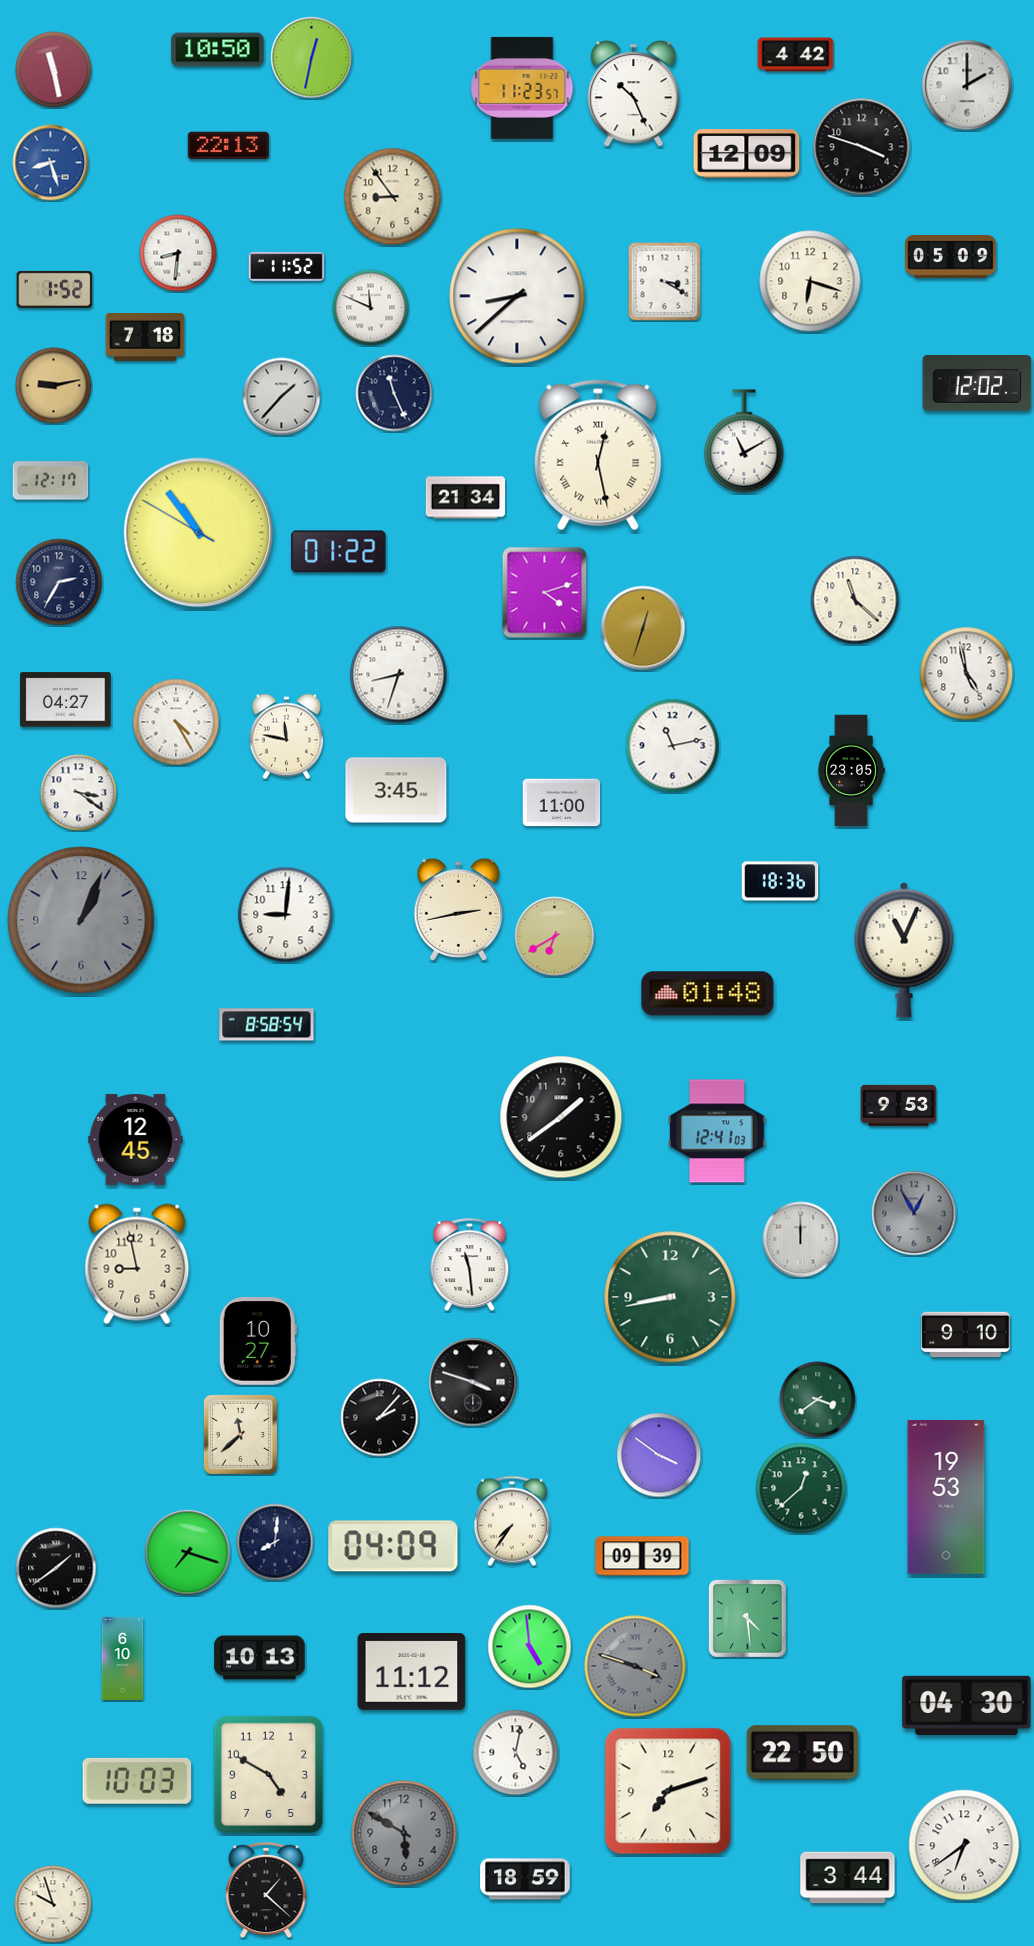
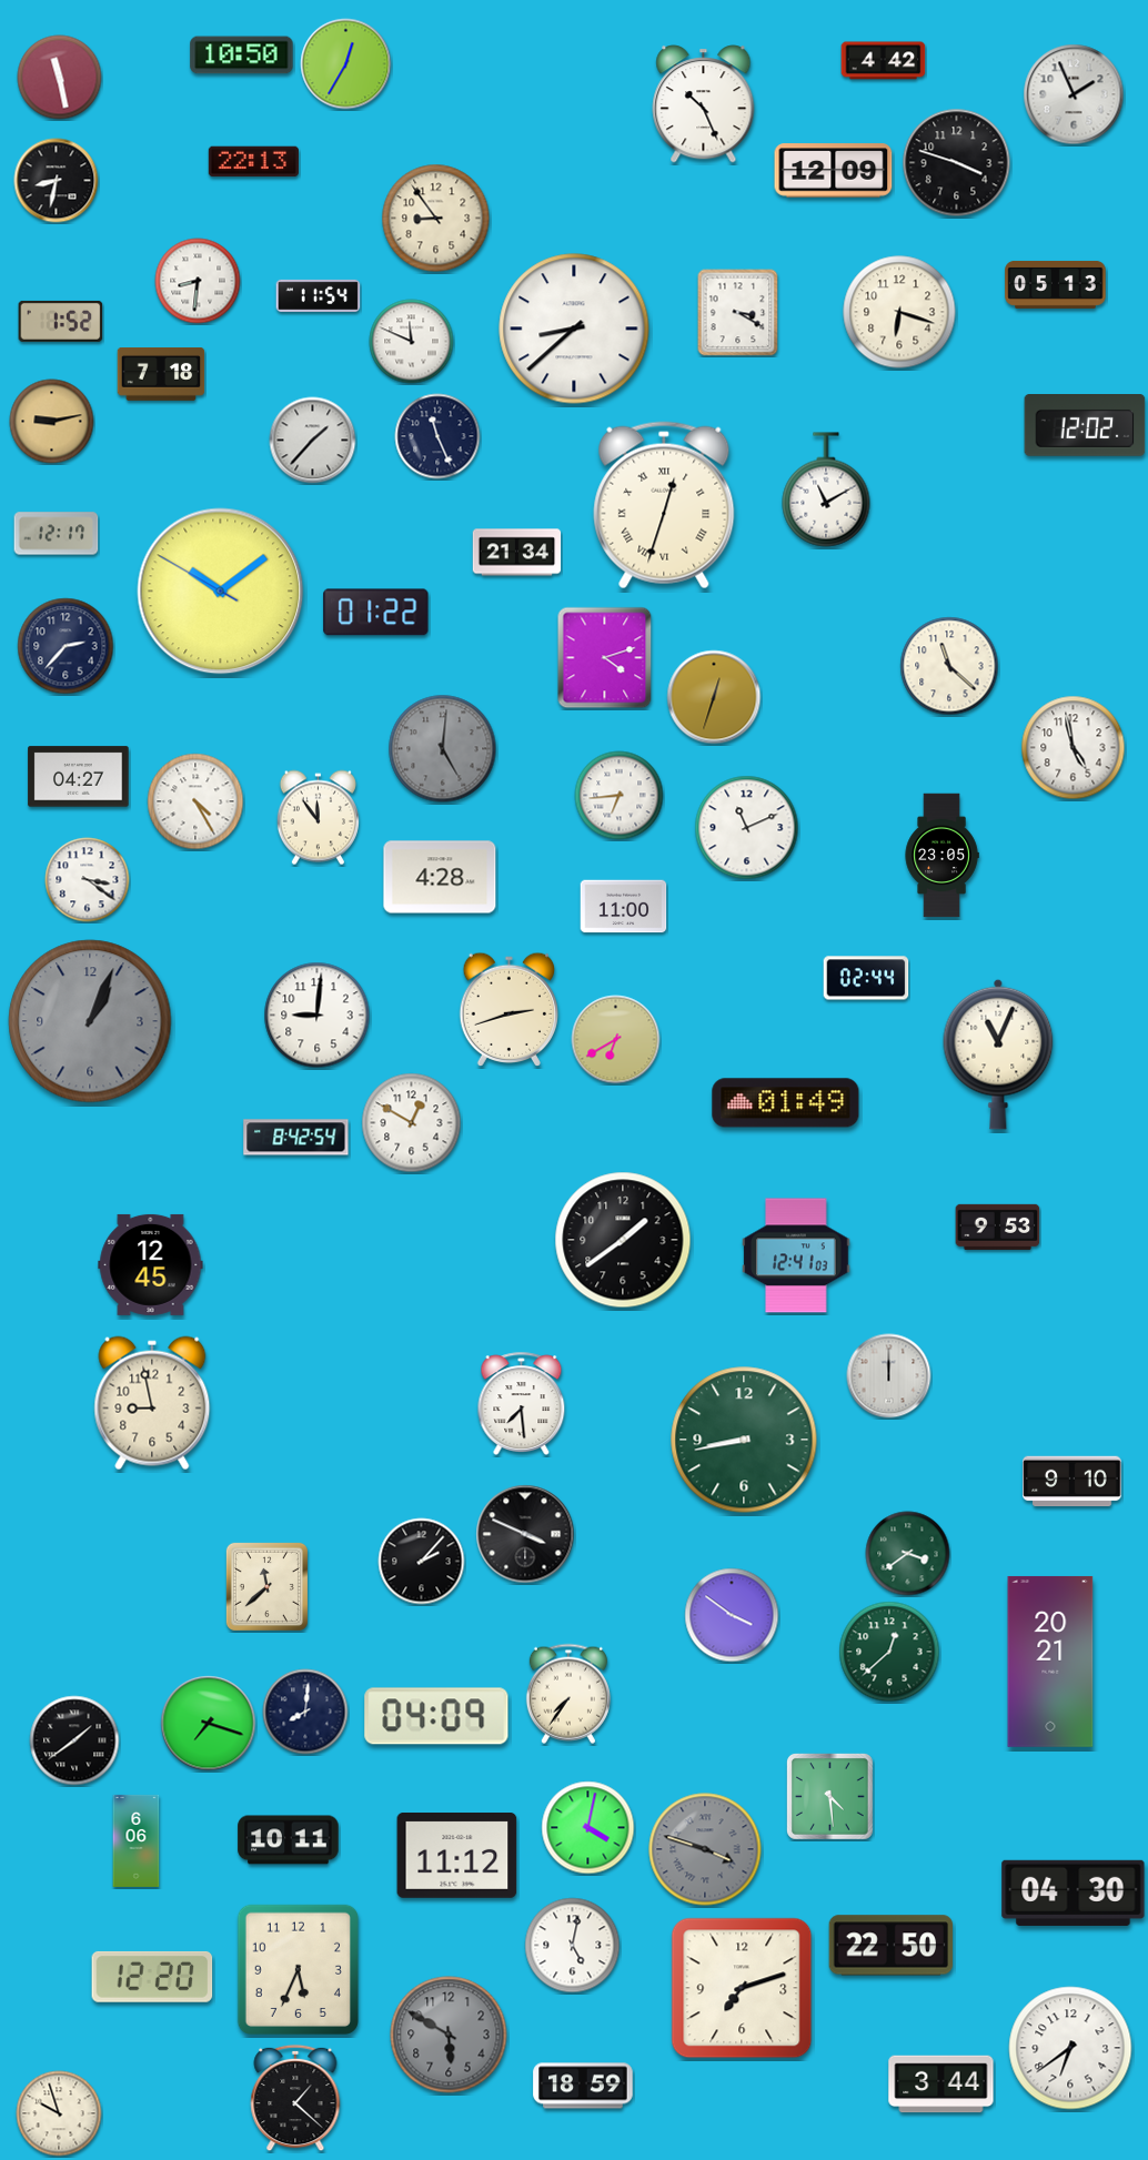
clock at (312, 58): 12:32 -> 12:35
clock at (967, 85): 2:00 -> 1:56
clock at (522, 88): 11:23 -> none
clock at (747, 154) position: (747, 154) -> (834, 171)
clock at (51, 163): 8:27 -> 8:32
clock at (51, 163) dial: blue -> black
clock at (951, 256): 05:09 -> 05:13
clock at (287, 266): 11:52 -> 11:54
clock at (54, 386) position: (54, 386) -> (52, 422)
clock at (598, 455): 12:28 -> 12:33
clock at (199, 533): 10:53 -> 10:08
clock at (59, 582): 2:35 -> 2:37
clock at (399, 675): 8:33 -> 5:01
clock at (399, 675) dial: white -> grey
clock at (66, 700) position: (66, 700) -> (79, 777)
clock at (620, 796): none -> 6:44
clock at (286, 737): 11:47 -> 11:54
clock at (673, 746): 11:13 -> 11:11
clock at (851, 771) position: (851, 771) -> (941, 856)
clock at (396, 790): 3:45 -> 4:28
clock at (562, 803) position: (562, 803) -> (624, 907)
clock at (780, 881): 18:36 -> 02:44
clock at (458, 909): 2:43 -> 2:42
clock at (904, 950) position: (904, 950) -> (998, 1054)
clock at (708, 994): 01:48 -> 01:49
clock at (412, 1123): none -> 12:50
clock at (267, 1025): 8:58 -> 8:42
clock at (914, 1213): 12:55 -> none
clock at (470, 1264): 11:29 -> 7:29
clock at (258, 1342): 10:27 -> none
clock at (473, 1382): 3:48 -> 3:49
clock at (380, 1418) position: (380, 1418) -> (422, 1562)
clock at (240, 1434) position: (240, 1434) -> (266, 1586)
clock at (946, 1497): 19:53 -> 20:21
clock at (512, 1521) position: (512, 1521) -> (568, 1694)
clock at (642, 1556): 09:39 -> none
clock at (56, 1568) position: (56, 1568) -> (74, 1740)
clock at (530, 1647): 4:59 -> 4:02
clock at (123, 1658): 6:10 -> 6:06
clock at (260, 1658): 10:13 -> 10:11
clock at (268, 1774): 4:50 -> 5:34
clock at (137, 1781): 10:03 -> 12:20
